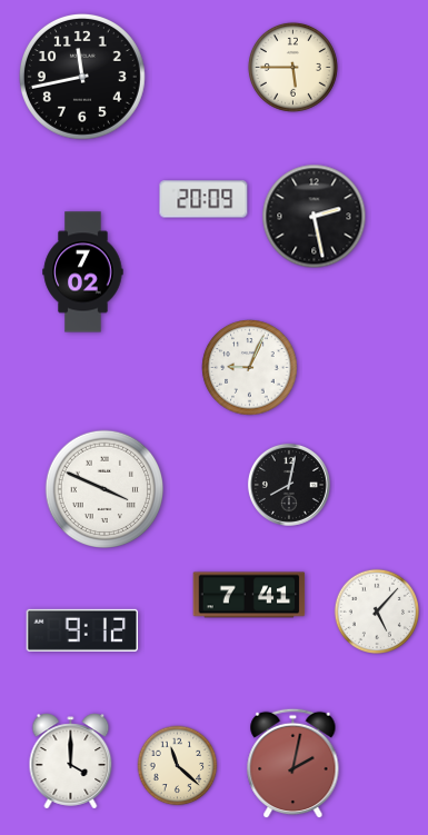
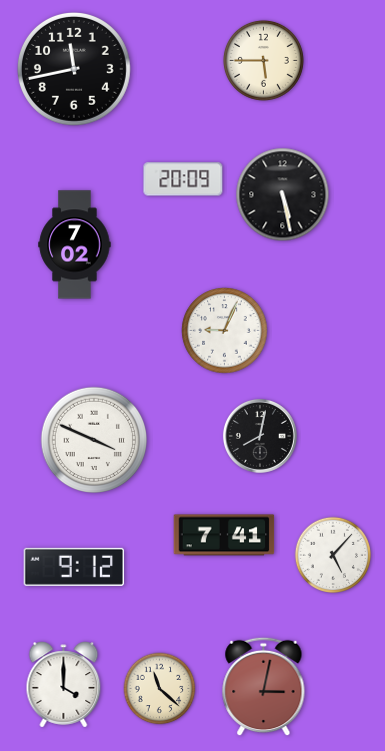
clock at (315, 217): 2:28 -> 5:28
clock at (376, 610) position: (376, 610) -> (332, 554)
clock at (293, 764): 2:02 -> 3:02
